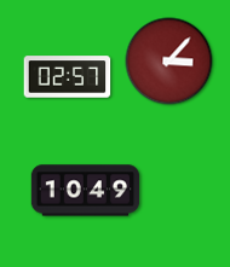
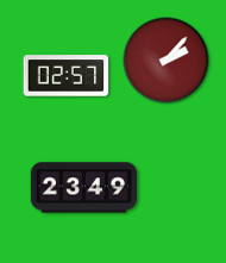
clock at (169, 62): 3:07 -> 2:07
clock at (86, 191): 10:49 -> 23:49
